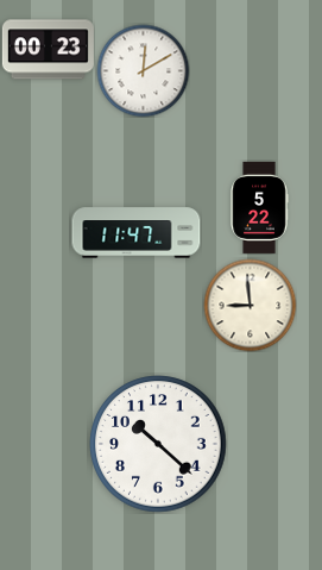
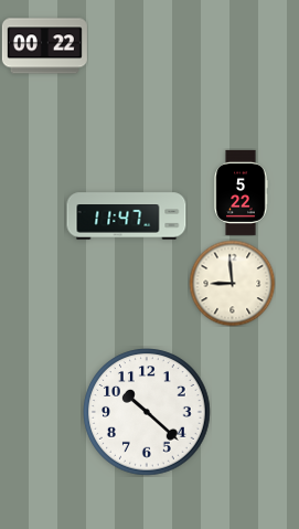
clock at (48, 50): 00:23 -> 00:22
clock at (143, 70): 12:10 -> none
